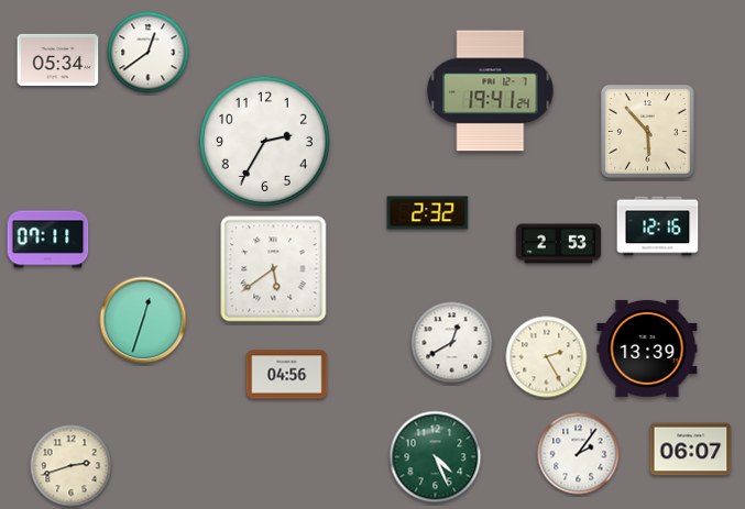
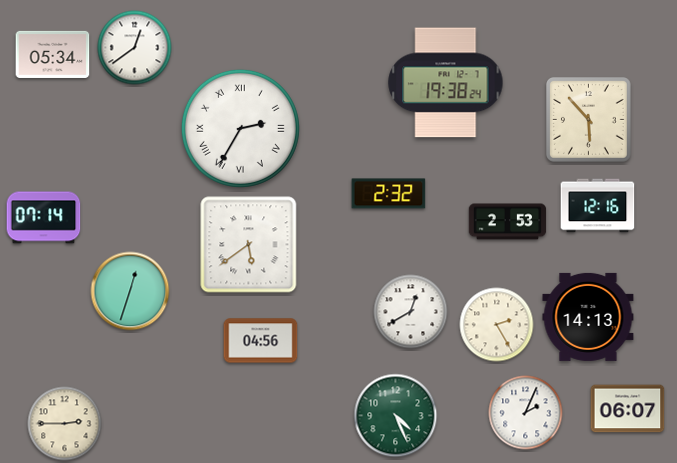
clock at (491, 91): 19:41 -> 19:38
clock at (264, 141) numerals: Arabic -> Roman
clock at (48, 240): 07:11 -> 07:14
clock at (647, 348): 13:39 -> 14:13
clock at (579, 454): 2:06 -> 2:04
clock at (72, 466): 2:42 -> 2:45
